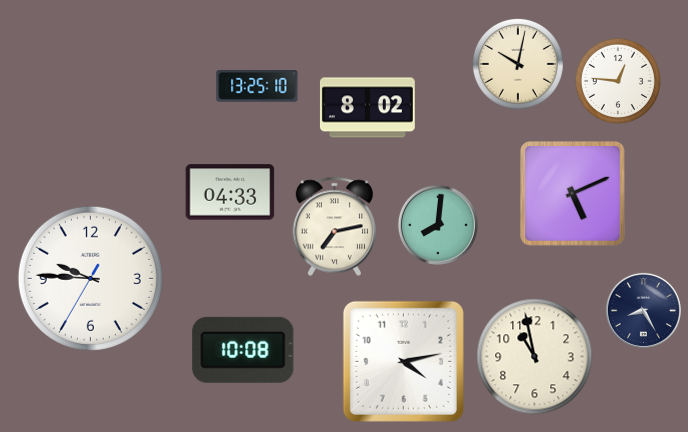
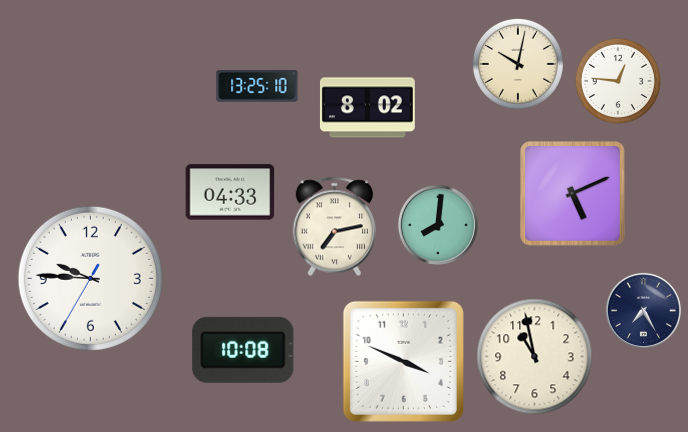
clock at (643, 310): 8:25 -> 7:25
clock at (403, 361): 4:13 -> 3:49
